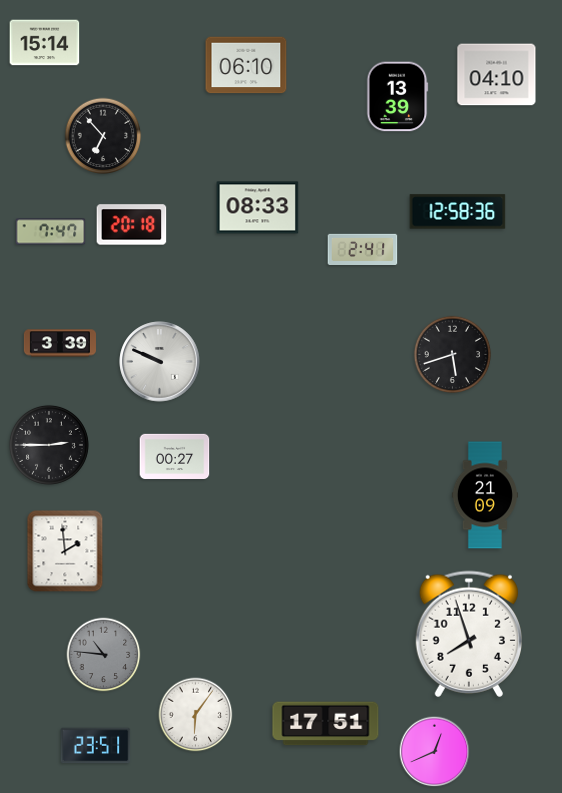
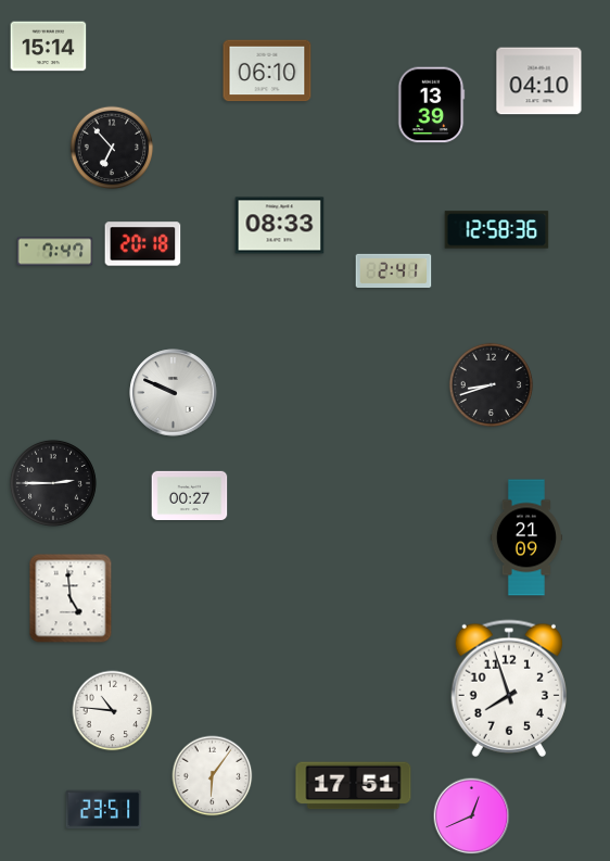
clock at (60, 343): 3:39 -> none
clock at (452, 354): 5:42 -> 8:42
clock at (65, 551): 1:59 -> 4:59
clock at (104, 655) dial: grey -> white
